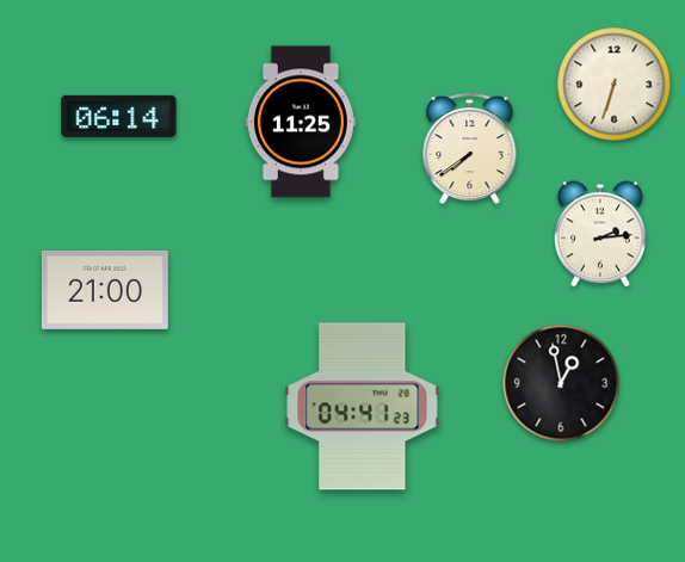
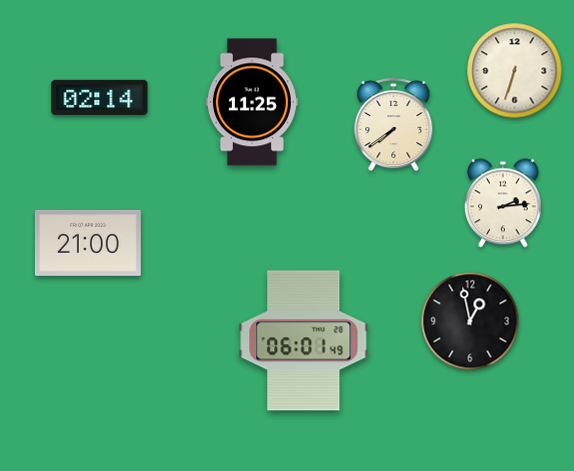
clock at (119, 116): 06:14 -> 02:14
clock at (601, 234) position: (601, 234) -> (504, 203)
clock at (363, 407): 04:41 -> 06:01
